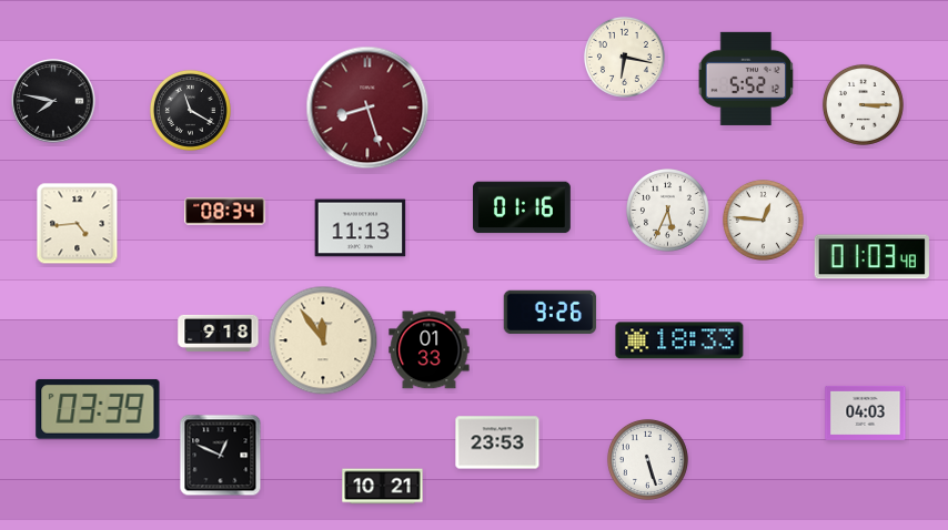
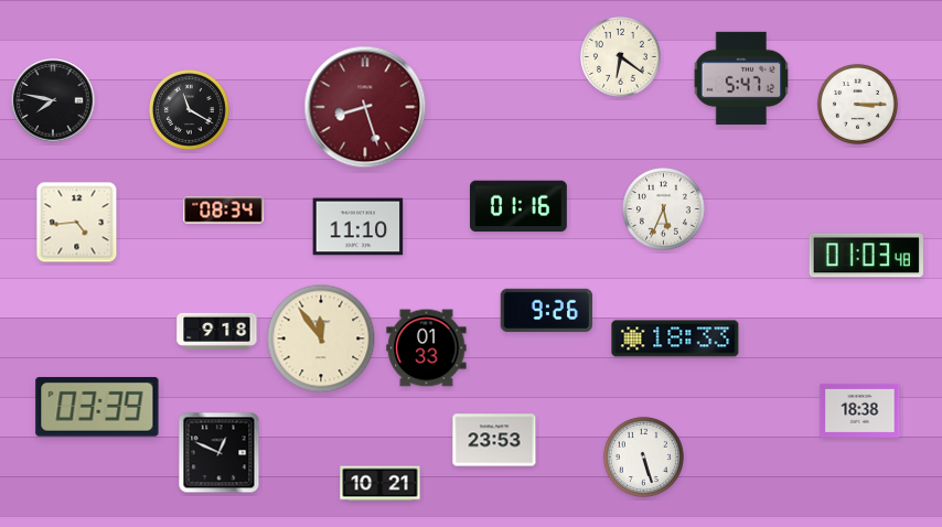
clock at (624, 57): 6:17 -> 6:21
clock at (746, 79): 5:52 -> 5:47
clock at (763, 220): 12:46 -> none
clock at (361, 228): 11:13 -> 11:10
clock at (866, 412): 04:03 -> 18:38
